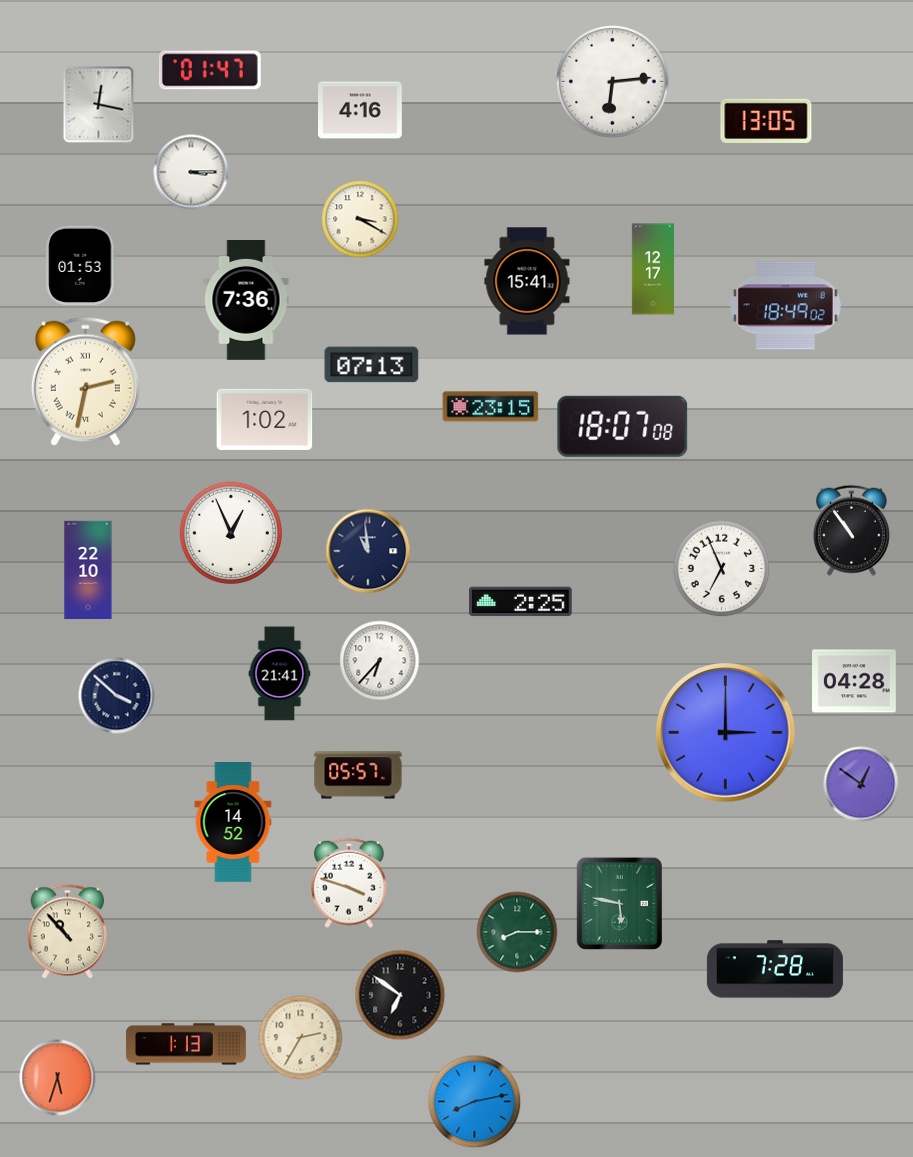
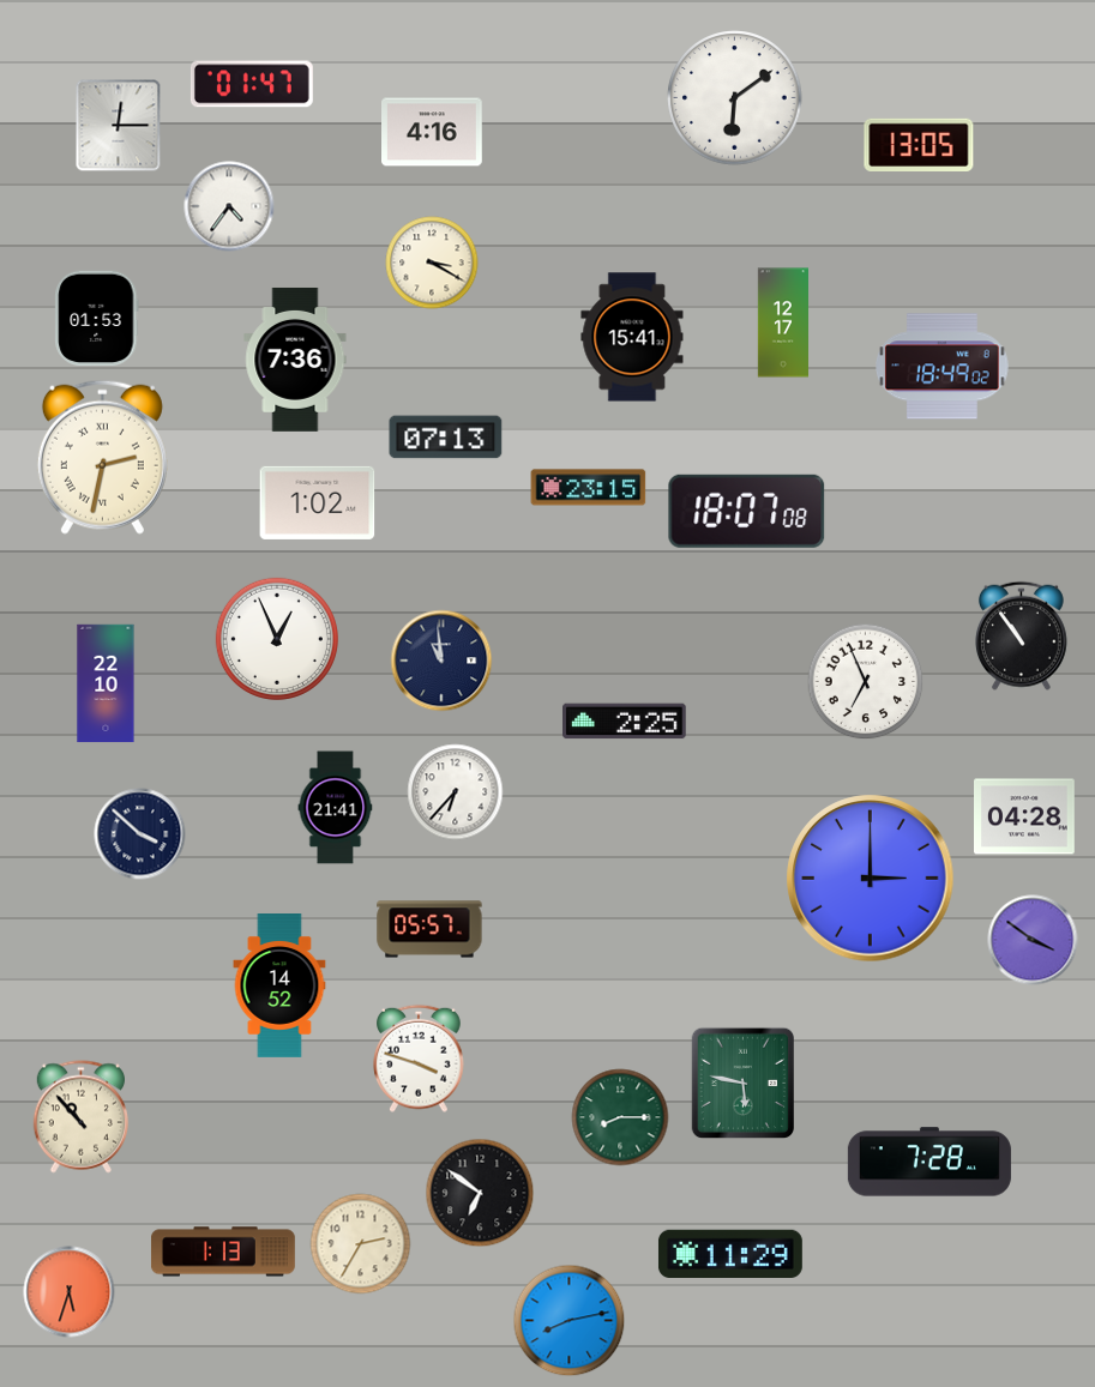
clock at (613, 82): 6:14 -> 6:09
clock at (99, 105): 12:17 -> 12:15
clock at (191, 172): 3:15 -> 4:36
clock at (861, 784): 12:51 -> 3:51
clock at (730, 1254): none -> 11:29
